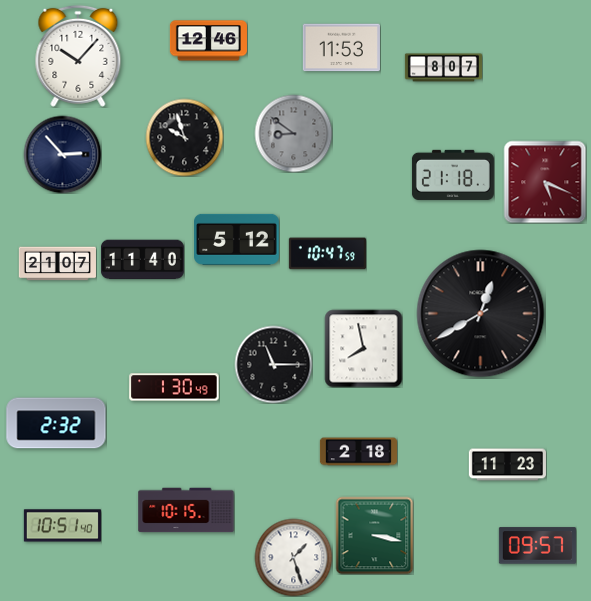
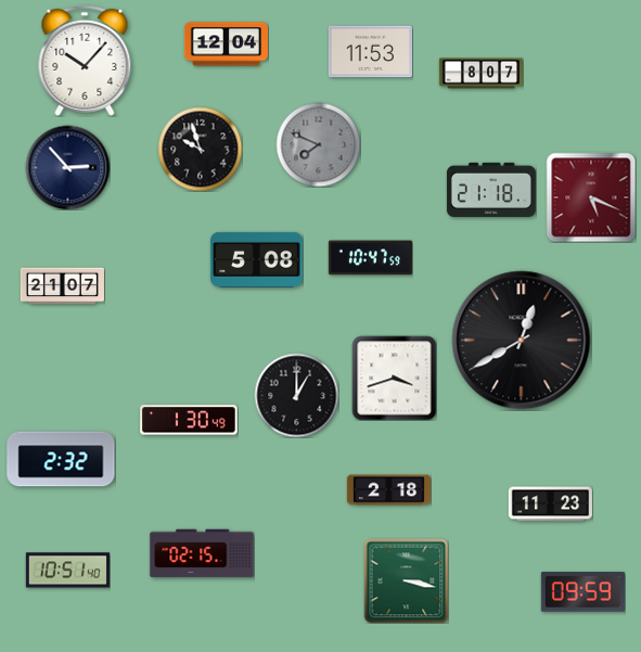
clock at (208, 41): 12:46 -> 12:04
clock at (293, 133): 8:51 -> 7:49
clock at (237, 239): 5:12 -> 5:08
clock at (327, 254) position: (327, 254) -> (370, 258)
clock at (142, 260): 11:40 -> none
clock at (363, 348): 7:58 -> 3:42
clock at (273, 364): 11:15 -> 1:00
clock at (186, 510): 10:15 -> 02:15
clock at (537, 546): 09:57 -> 09:59
clock at (293, 557): 1:27 -> none
